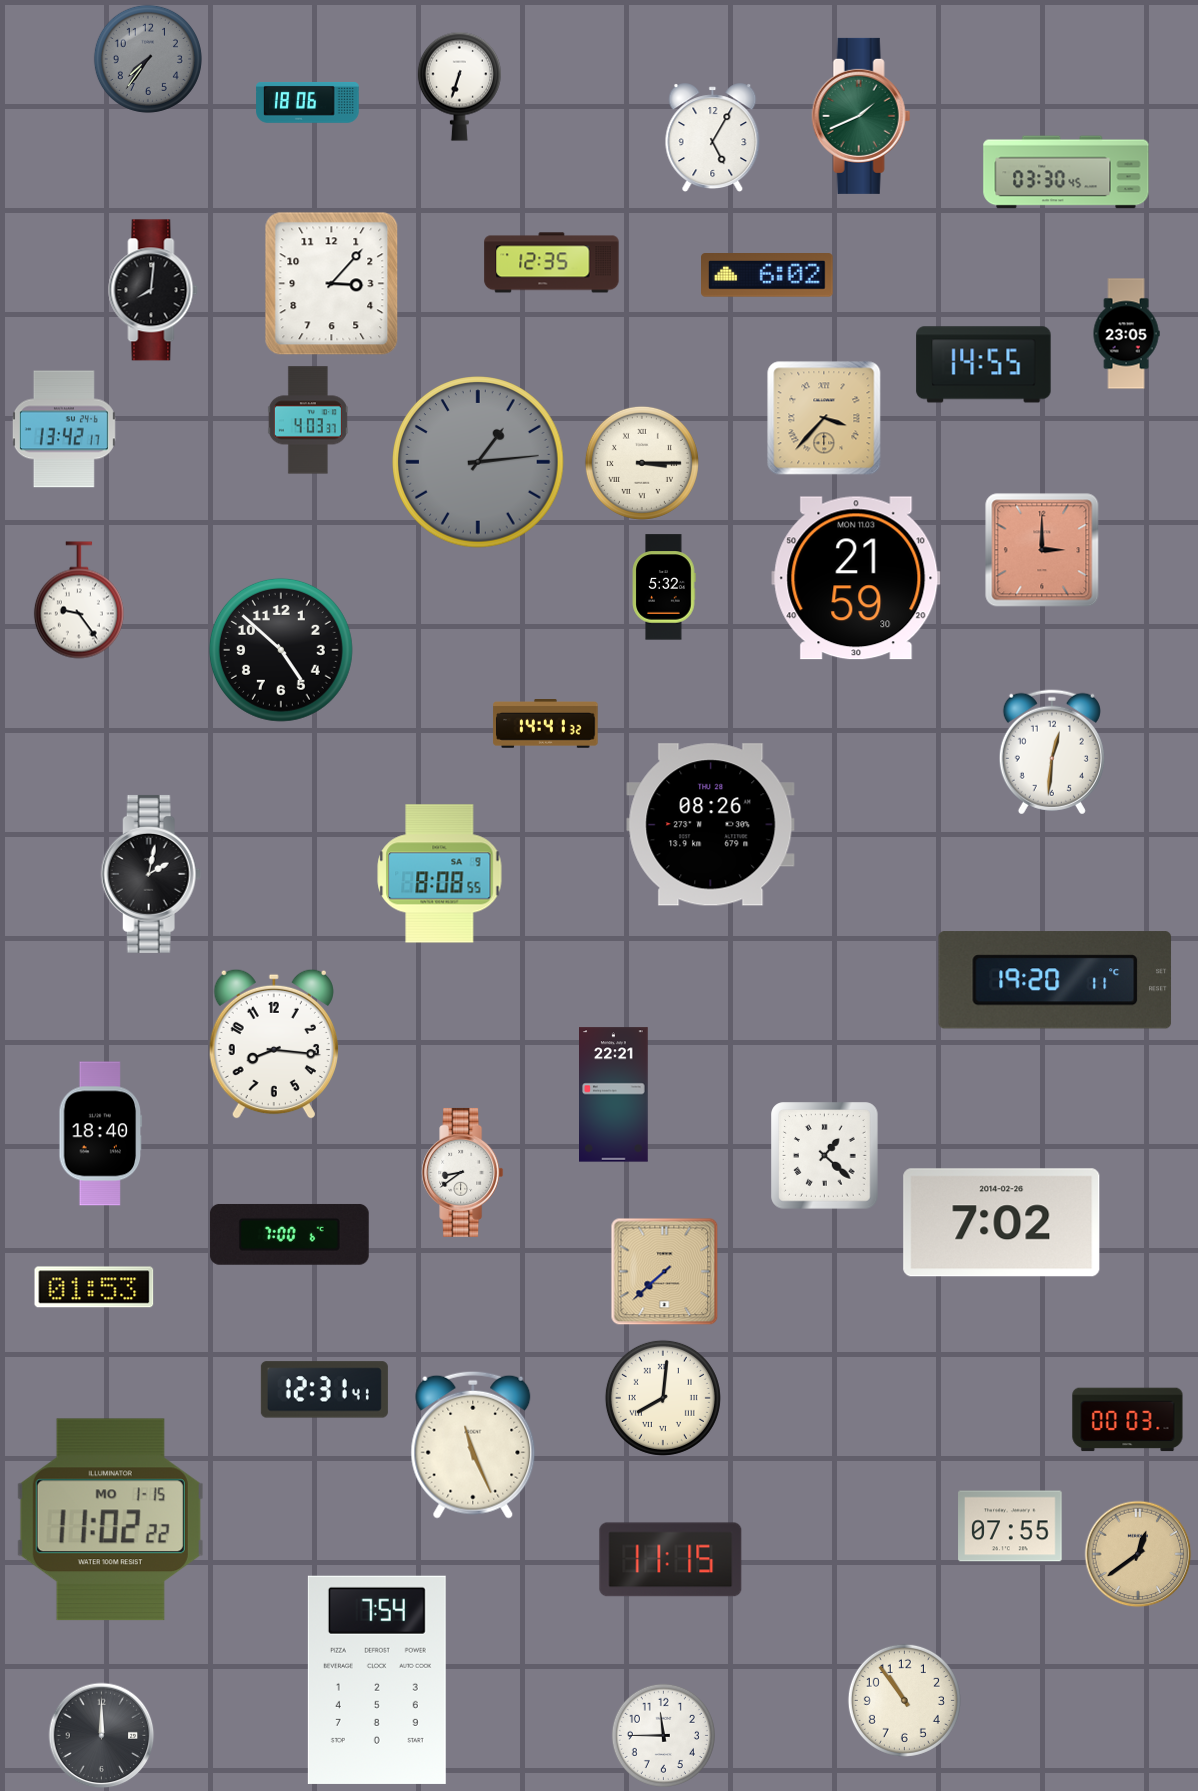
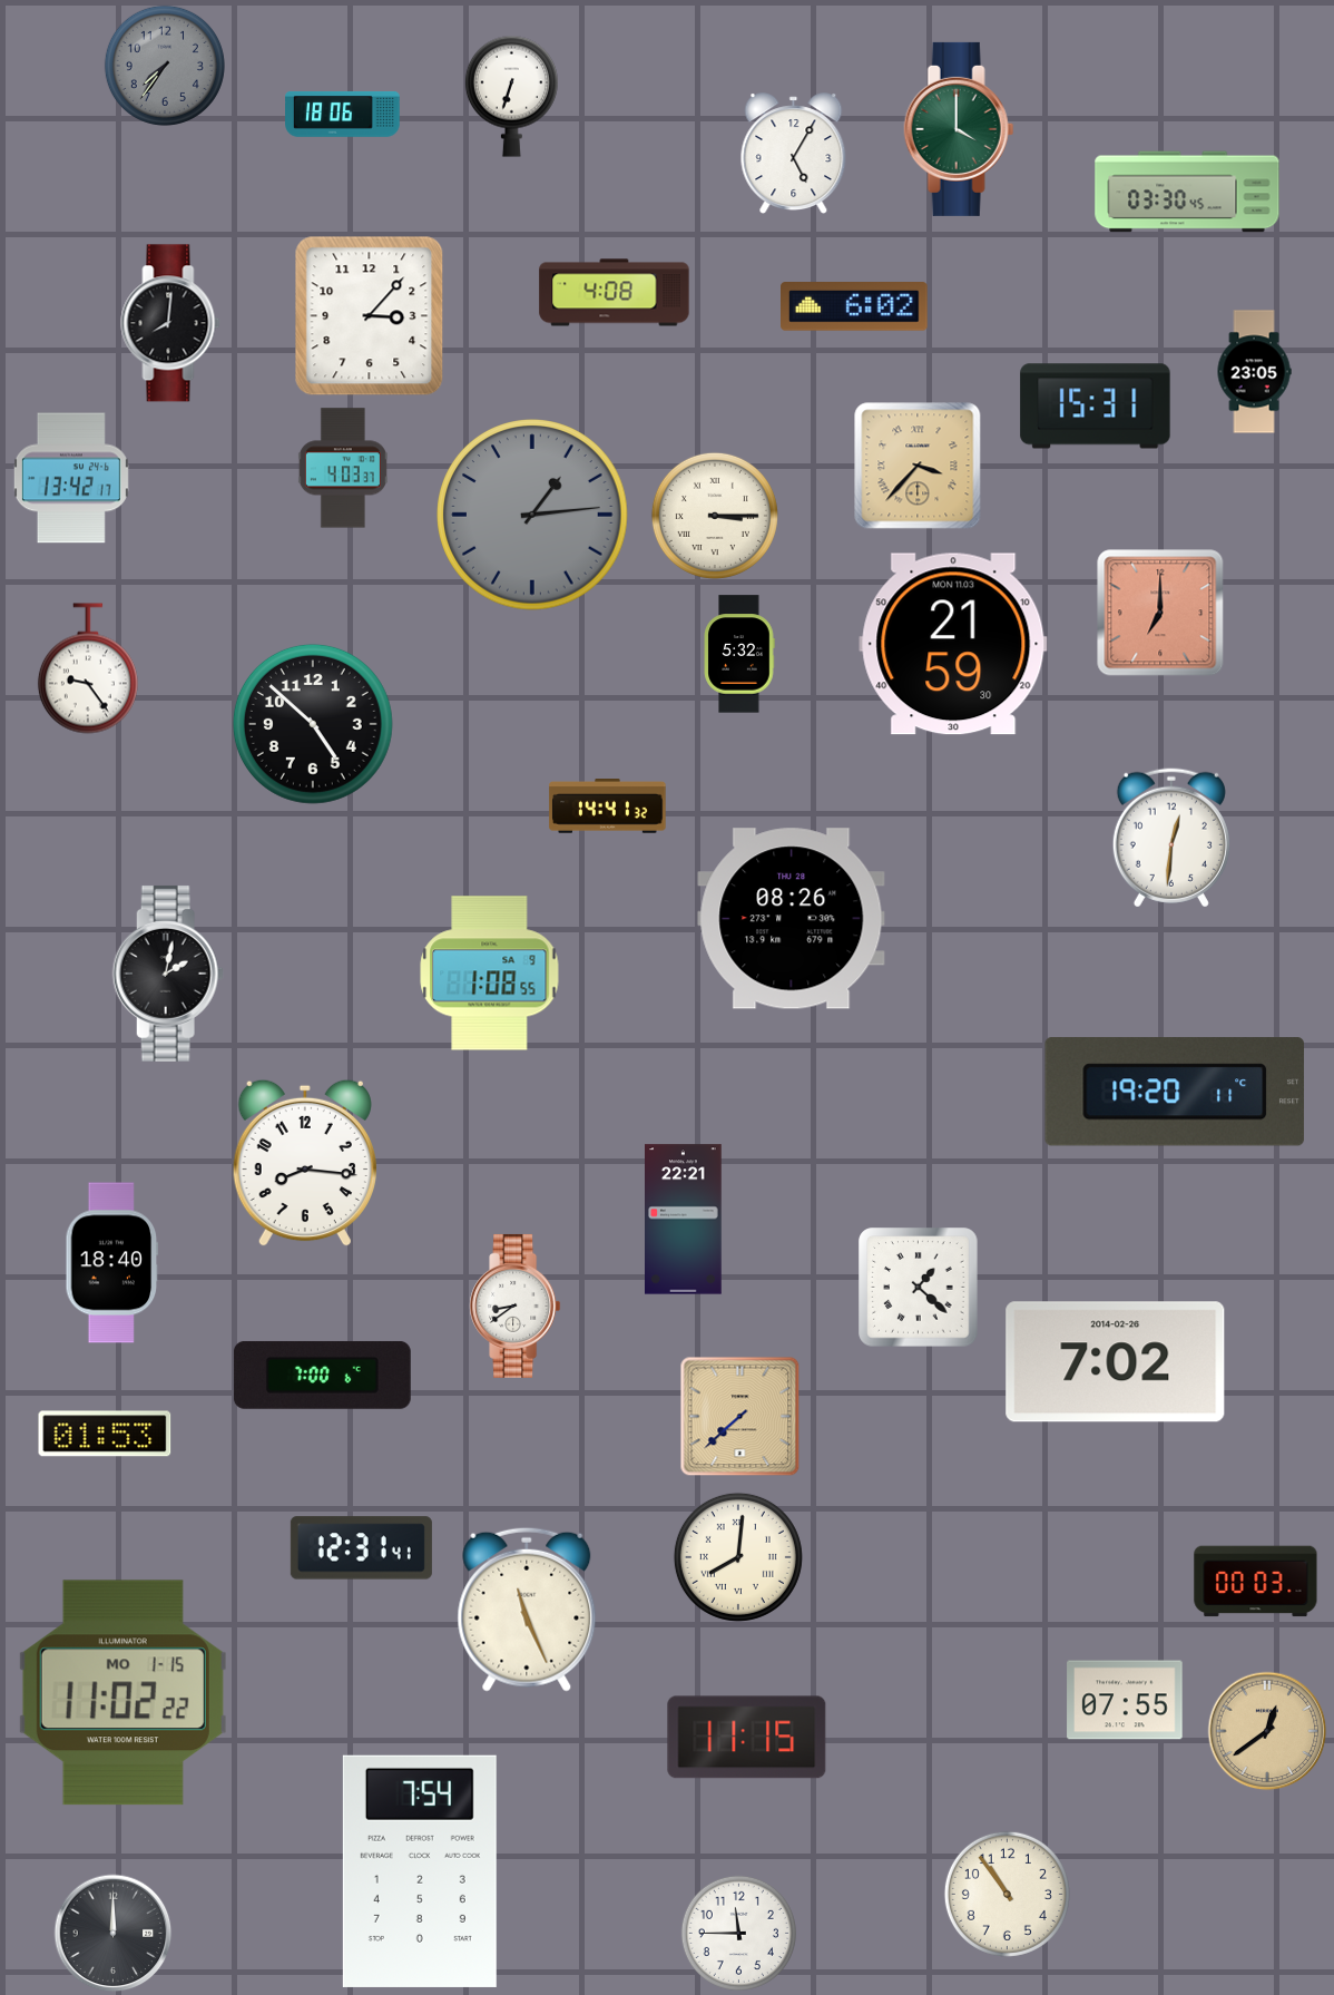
clock at (861, 116): 1:41 -> 4:00
clock at (552, 263): 12:35 -> 4:08
clock at (984, 365): 14:55 -> 15:31
clock at (1042, 550): 3:00 -> 7:00
clock at (440, 874): 8:08 -> 1:08
